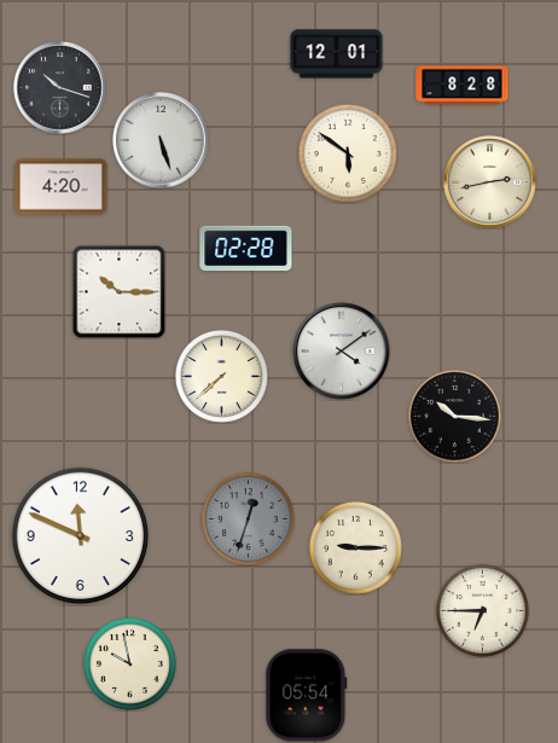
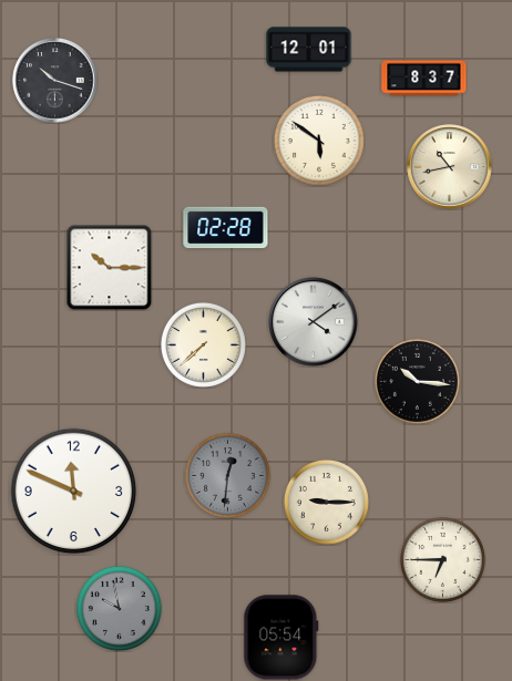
clock at (463, 86): 8:28 -> 8:37
clock at (161, 140): 5:27 -> none
clock at (490, 182): 2:43 -> 10:43
clock at (62, 187): 4:20 -> none
clock at (248, 518): 12:33 -> 12:31
clock at (129, 663) dial: cream -> grey
